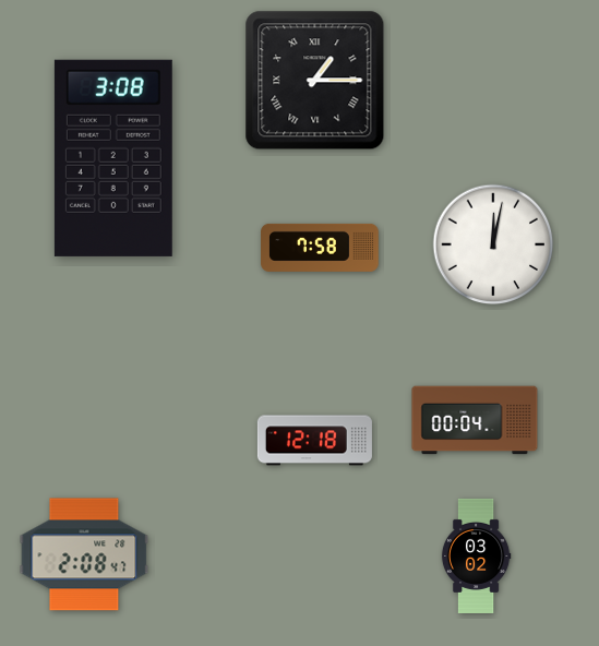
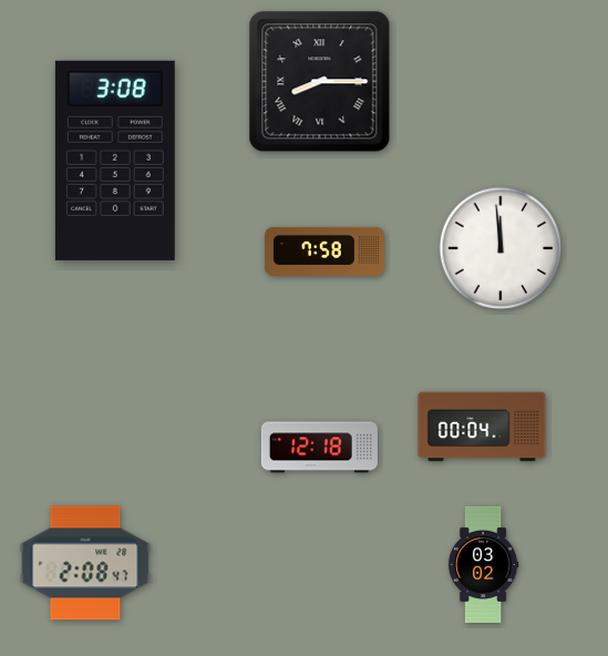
clock at (315, 81): 1:15 -> 8:15
clock at (493, 244): 12:02 -> 11:59
